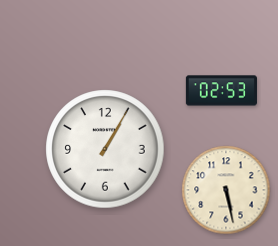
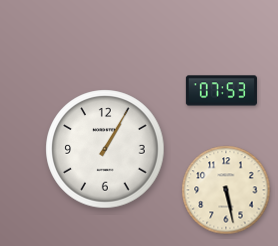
clock at (221, 91): 02:53 -> 07:53
